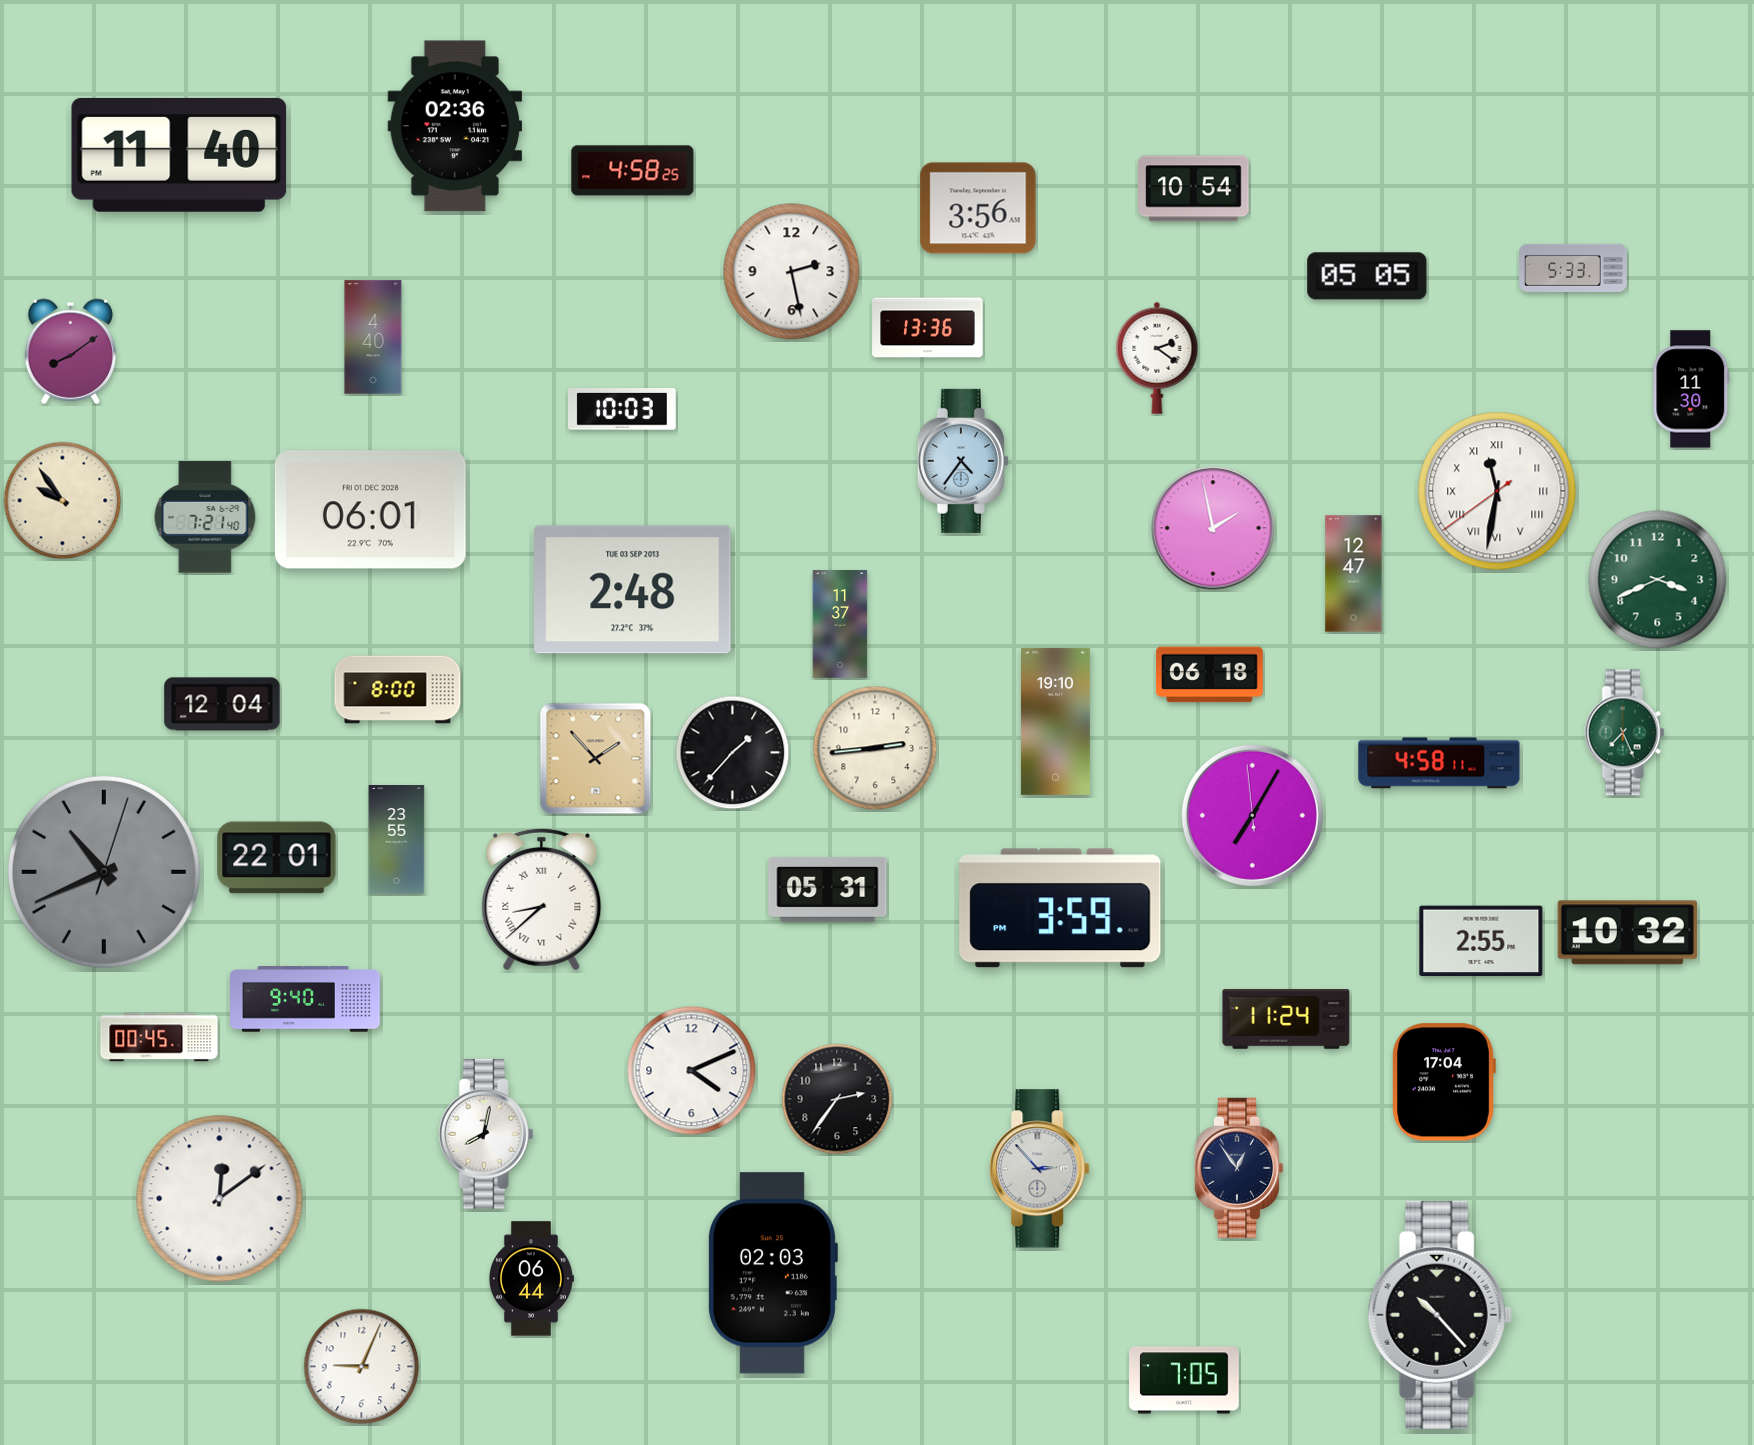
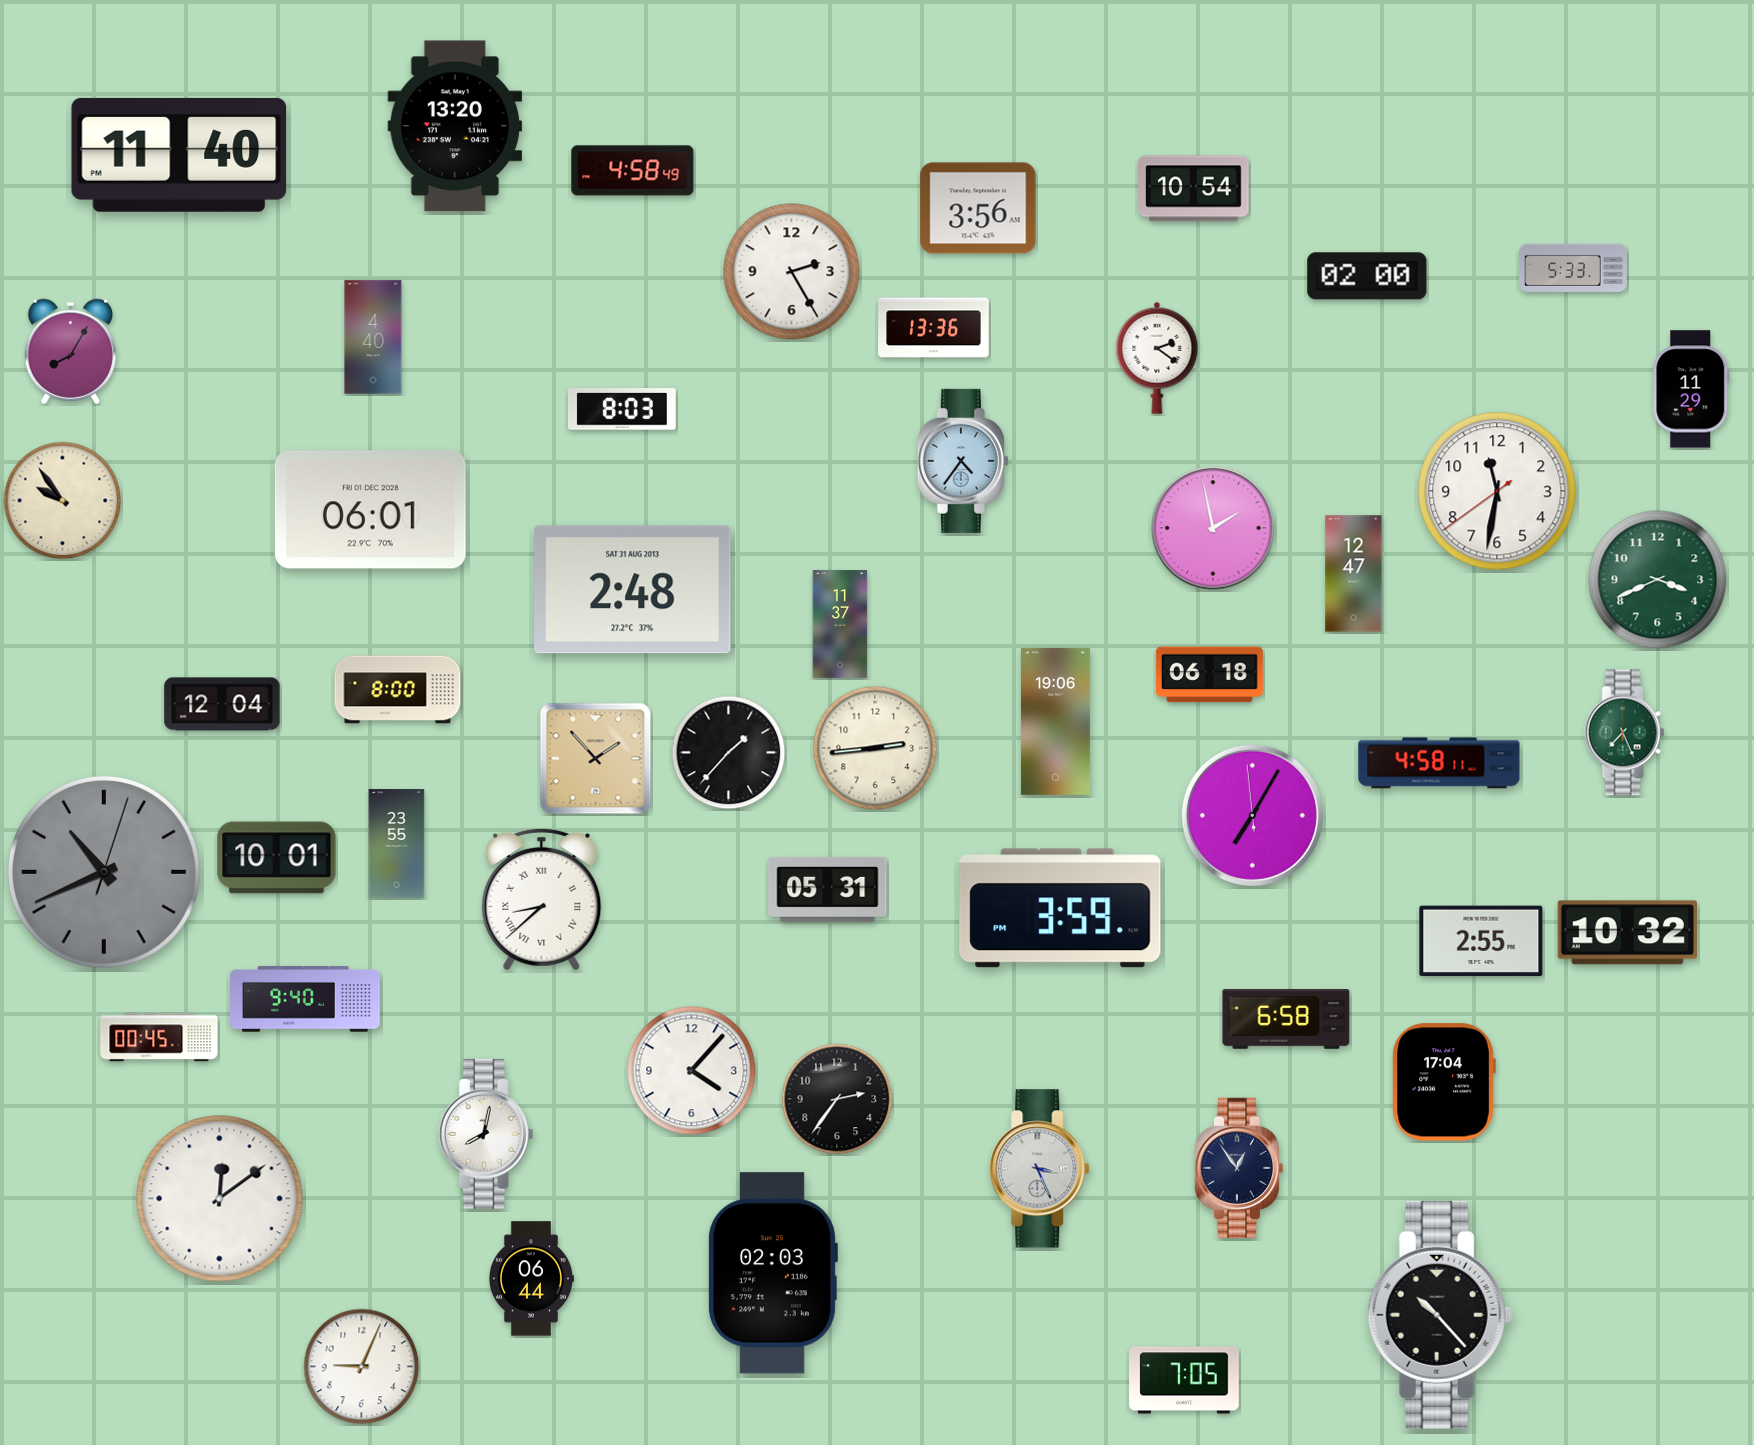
clock at (455, 126): 02:36 -> 13:20
clock at (633, 171): 4:58:25 -> 4:58:49
clock at (792, 272): 2:28 -> 2:25
clock at (1367, 276): 05:05 -> 02:00
clock at (928, 328) position: (928, 328) -> (934, 328)
clock at (70, 351): 8:09 -> 8:05
clock at (1691, 389): 11:30 -> 11:29
clock at (622, 409): 10:03 -> 8:03
clock at (1497, 491) numerals: Roman -> Arabic
clock at (205, 517): 7:21 -> none
clock at (633, 590) date: TUE 03 SEP 2013 -> SAT 31 AUG 2013
clock at (1055, 721): 19:10 -> 19:06
clock at (733, 753) position: (733, 753) -> (729, 753)
clock at (397, 840) position: (397, 840) -> (397, 844)
clock at (277, 858): 22:01 -> 10:01
clock at (1286, 1020): 11:24 -> 6:58
clock at (692, 1071): 4:11 -> 4:07
clock at (1040, 1169): 2:53 -> 3:26
